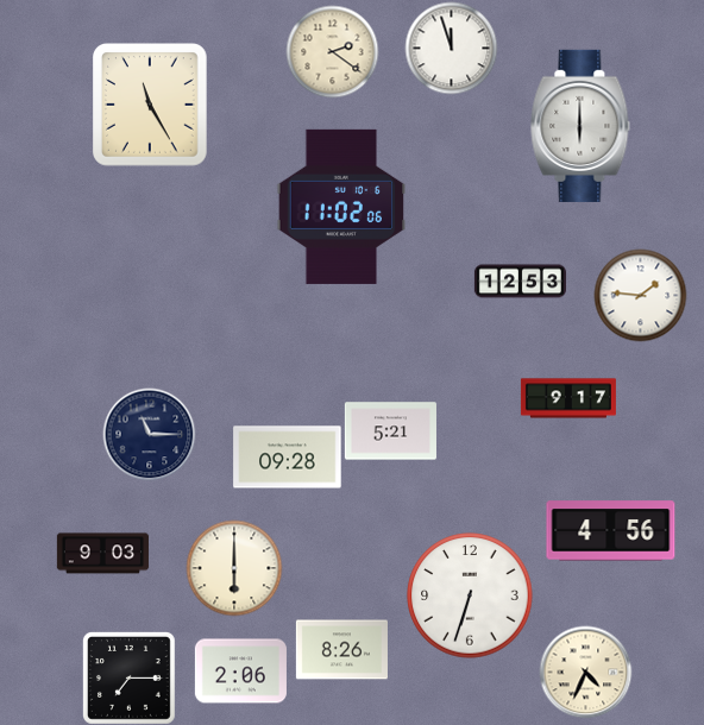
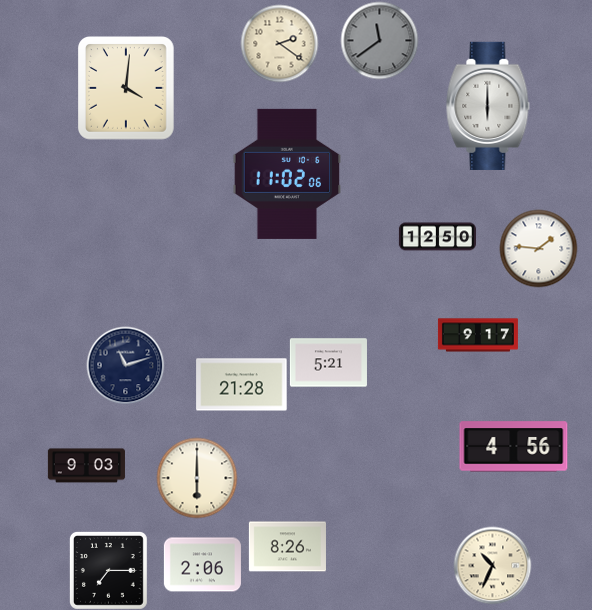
clock at (451, 48): 11:57 -> 11:39
clock at (451, 48) dial: white -> grey
clock at (151, 106): 11:25 -> 4:01
clock at (520, 282): 12:53 -> 12:50
clock at (149, 434): 11:15 -> 11:12
clock at (288, 458): 09:28 -> 21:28
clock at (470, 595): 6:33 -> none
clock at (585, 672): 4:34 -> 10:34
